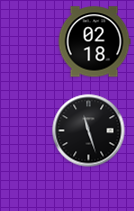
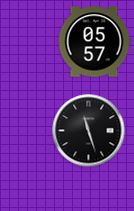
clock at (94, 42): 02:18 -> 05:57
